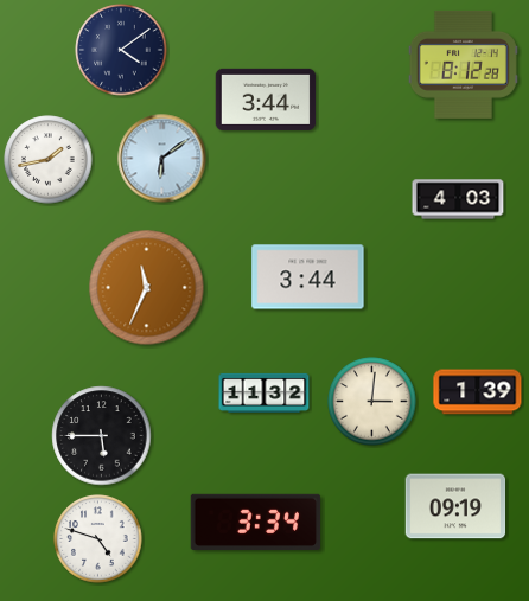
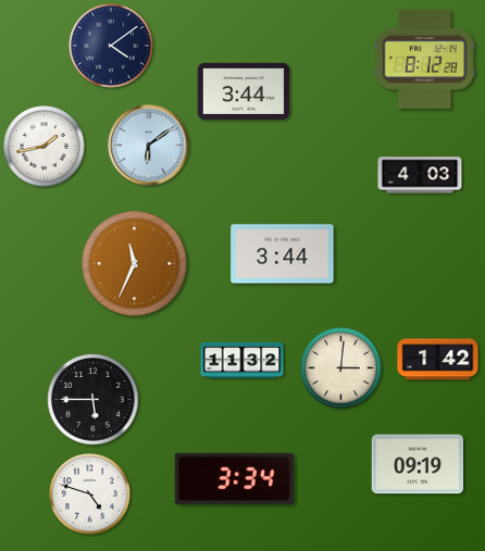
clock at (458, 199) position: (458, 199) -> (420, 175)
clock at (478, 392): 1:39 -> 1:42
